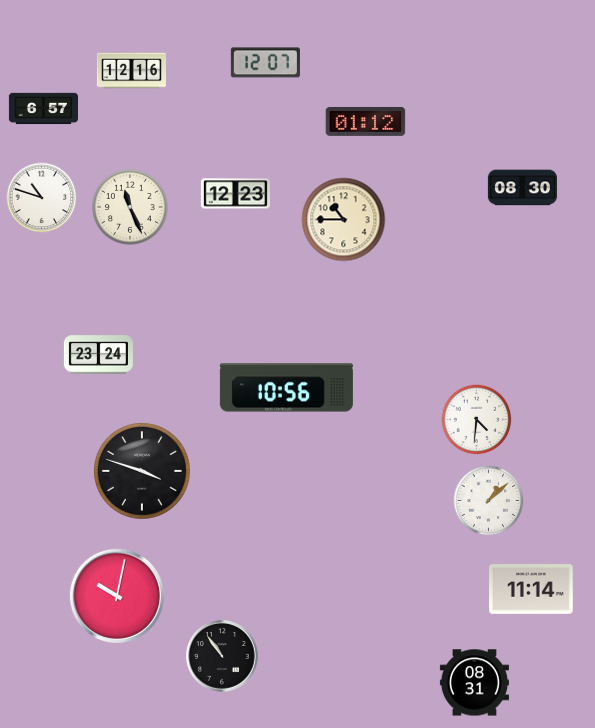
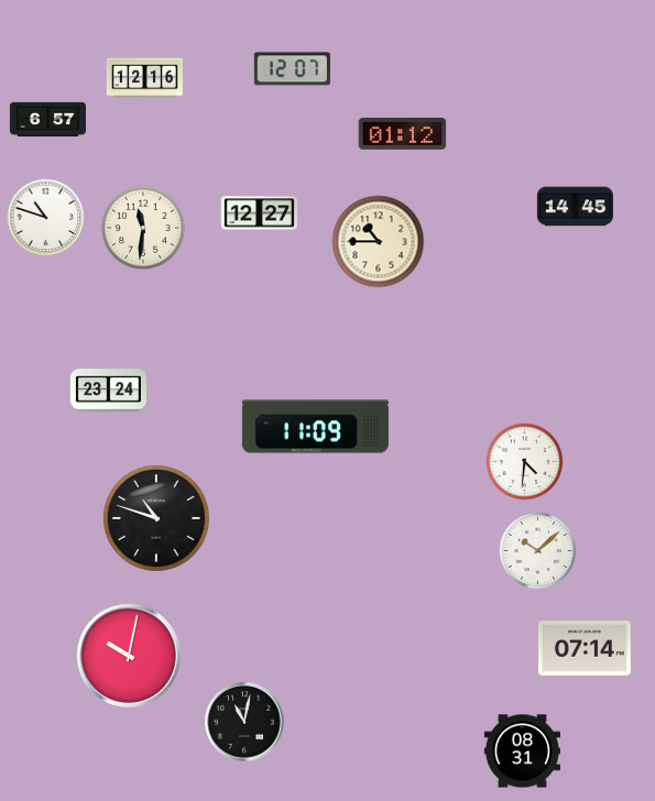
clock at (522, 188): 08:30 -> 14:45
clock at (235, 194): 12:23 -> 12:27
clock at (131, 208): 11:26 -> 11:31
clock at (286, 388): 10:56 -> 11:09
clock at (142, 471): 3:48 -> 10:48
clock at (489, 501): 1:08 -> 10:08
clock at (531, 590): 11:14 -> 07:14
clock at (222, 656): 10:54 -> 11:02
